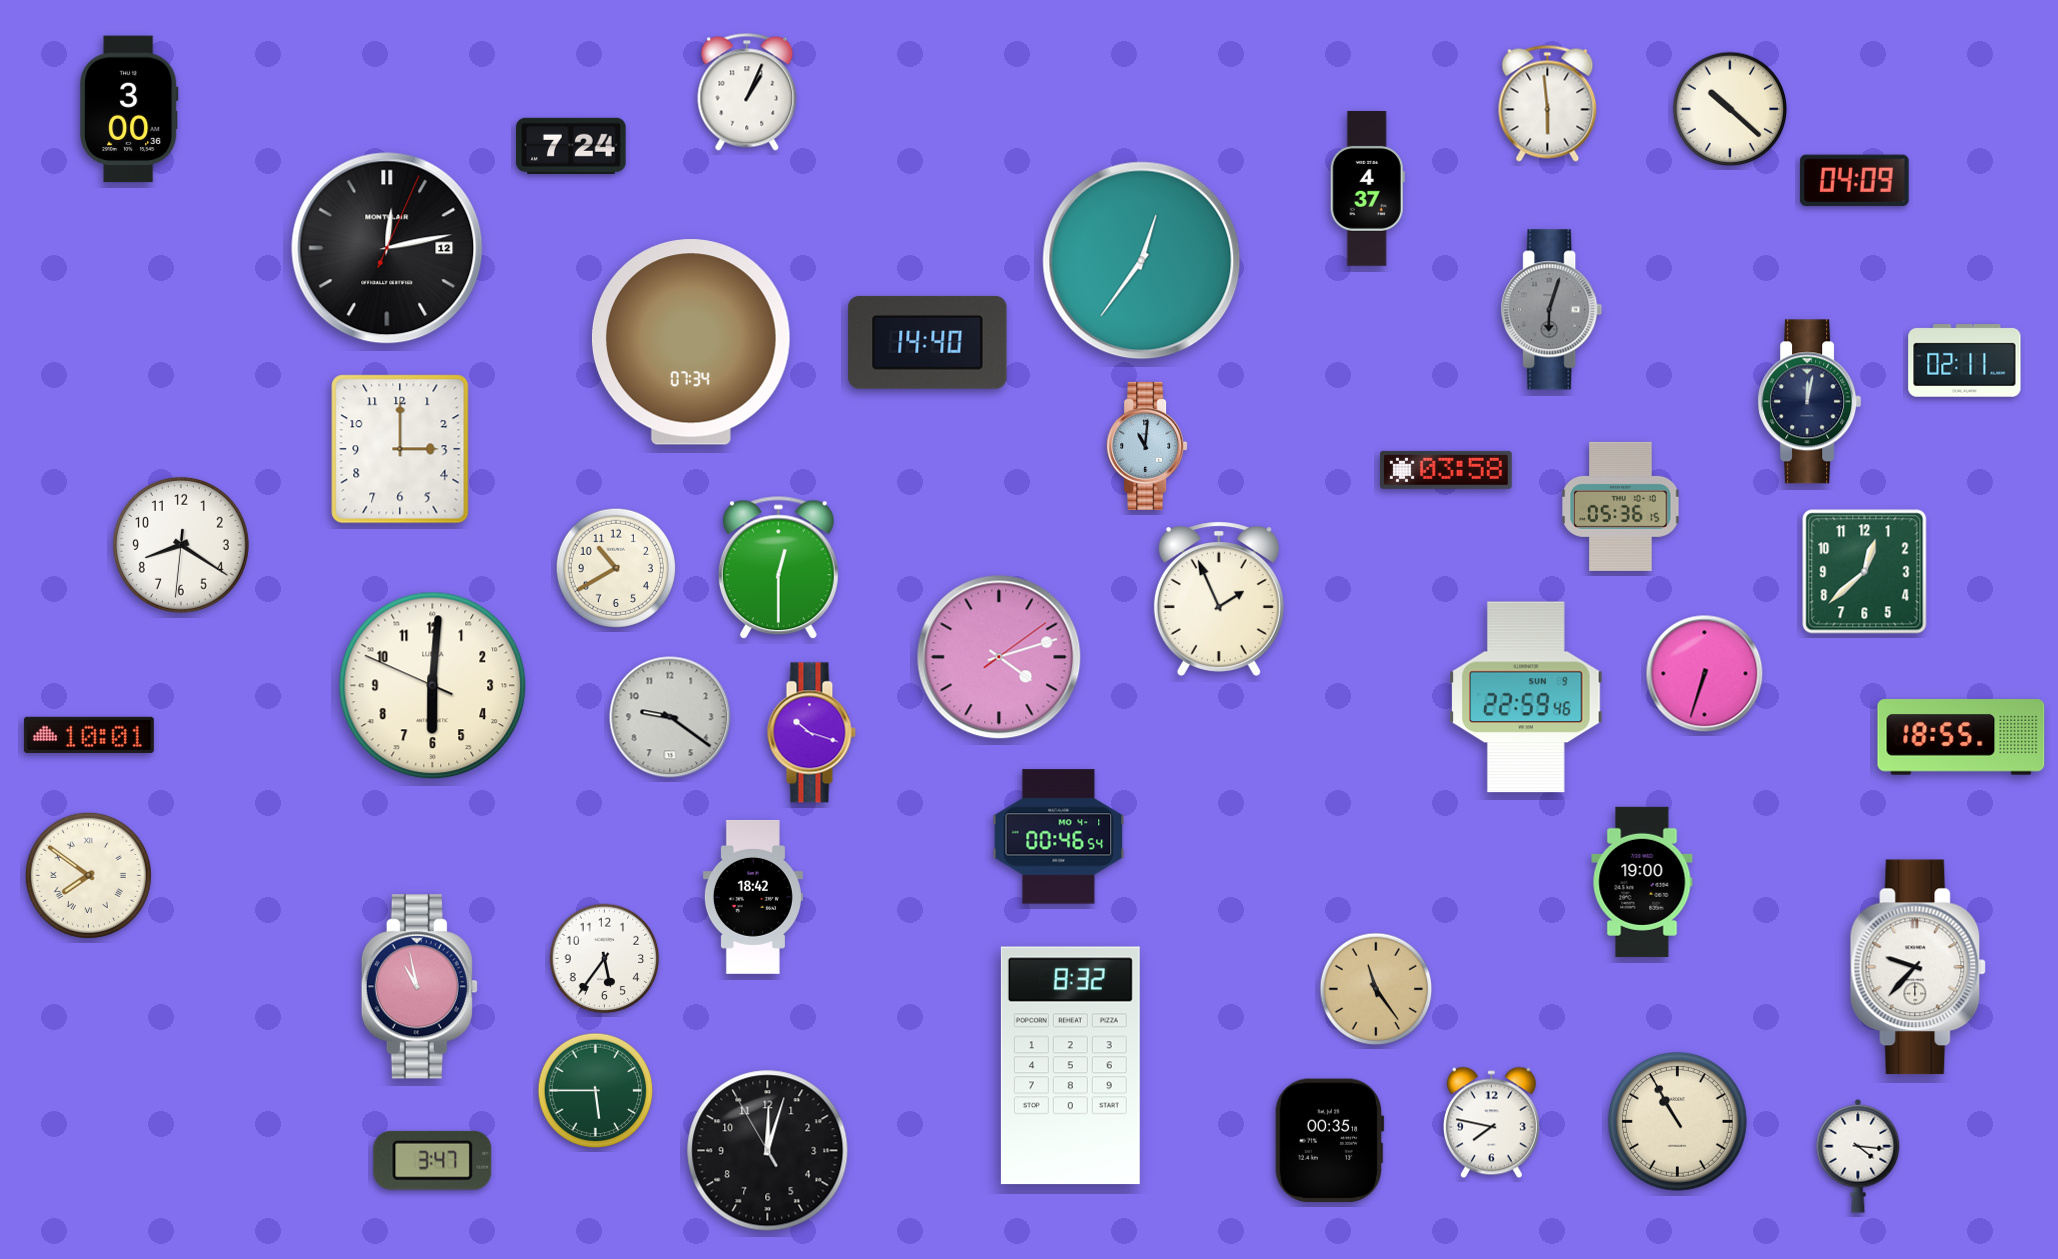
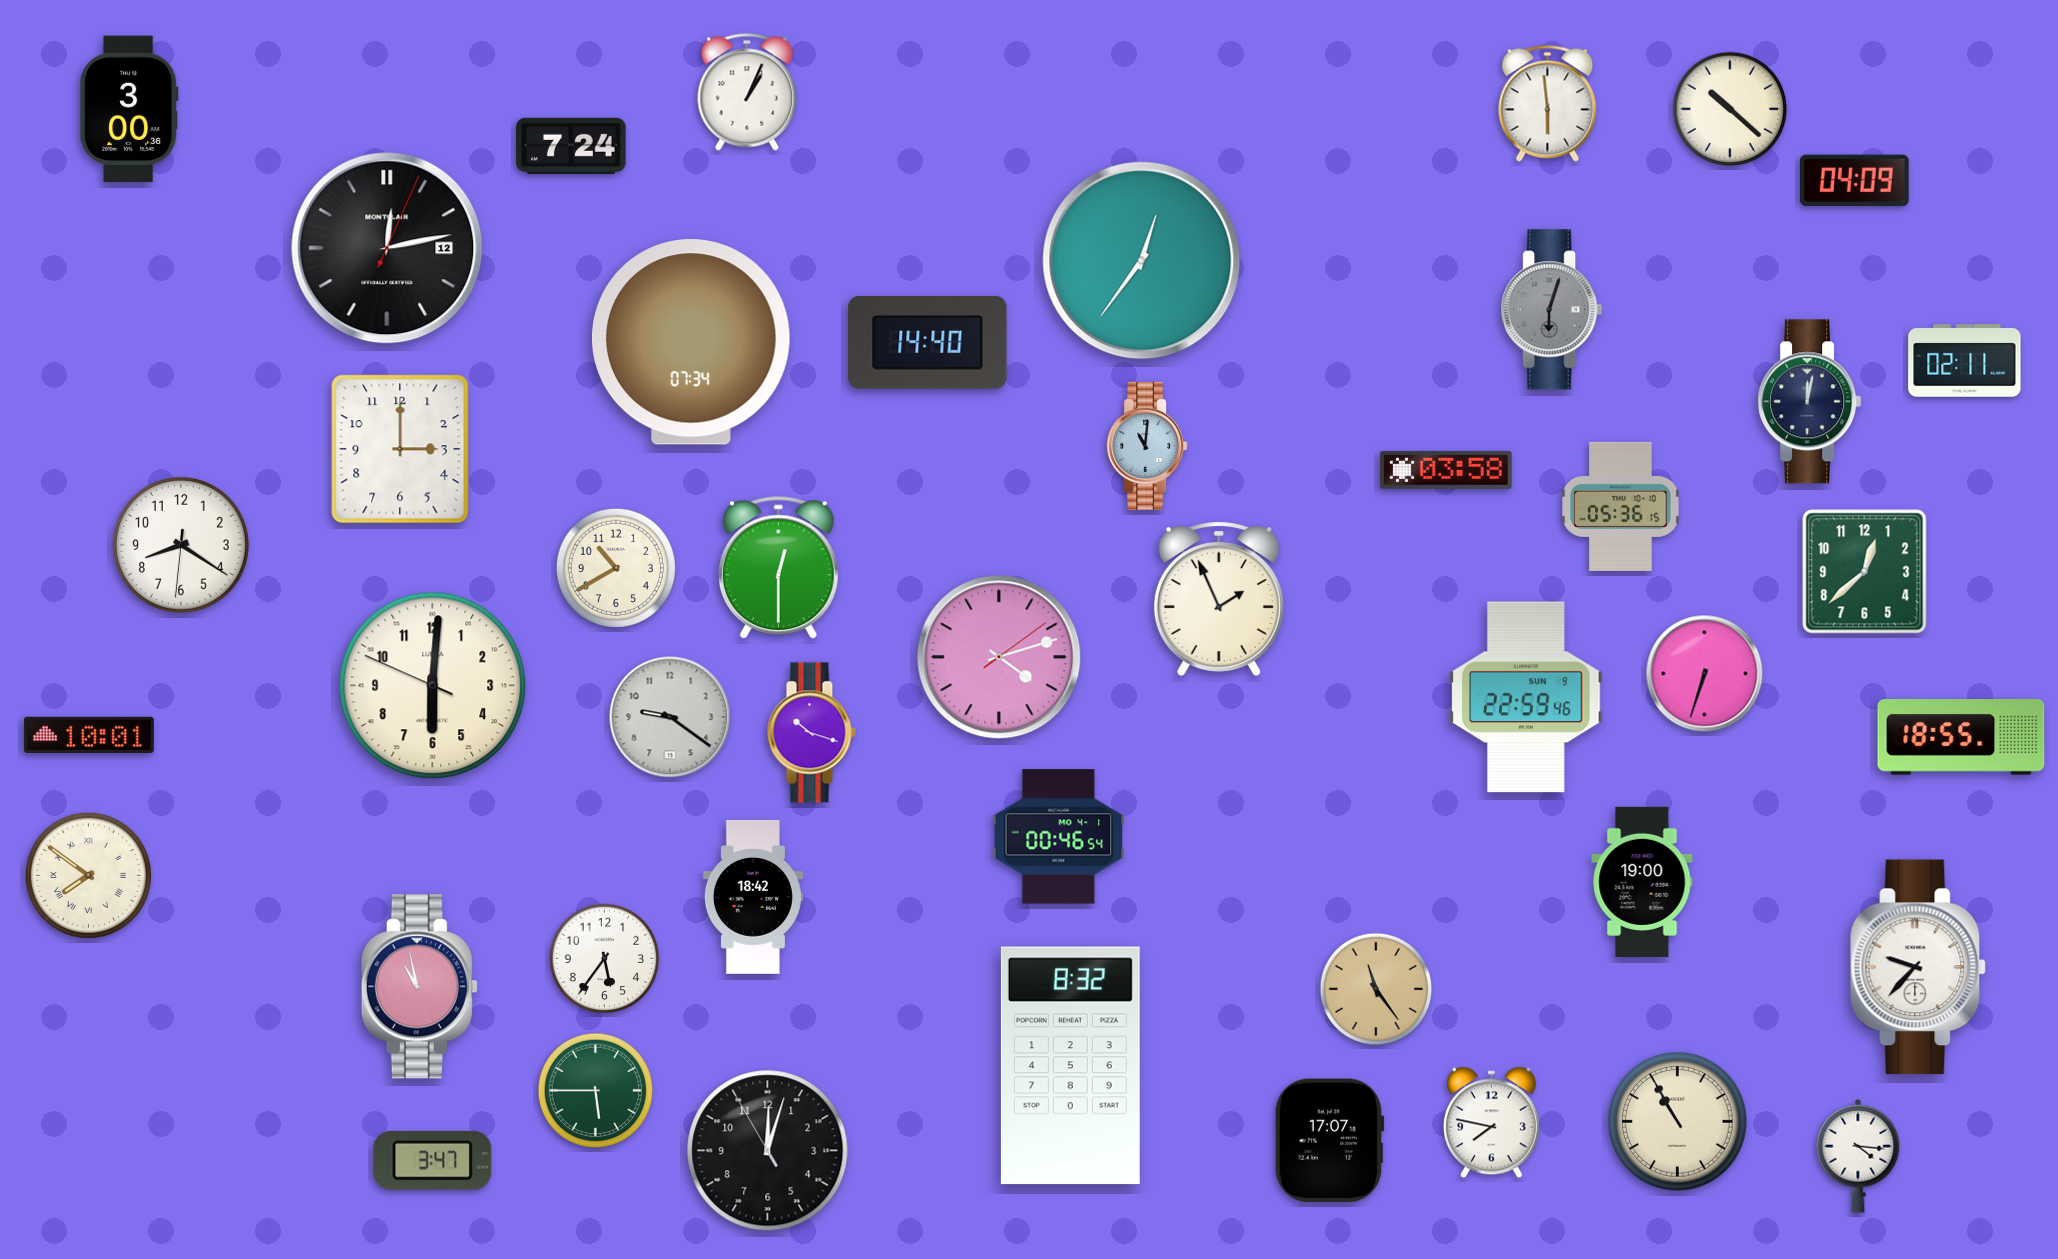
clock at (1367, 189): 4:37 -> none
clock at (1329, 1141): 00:35 -> 17:07
